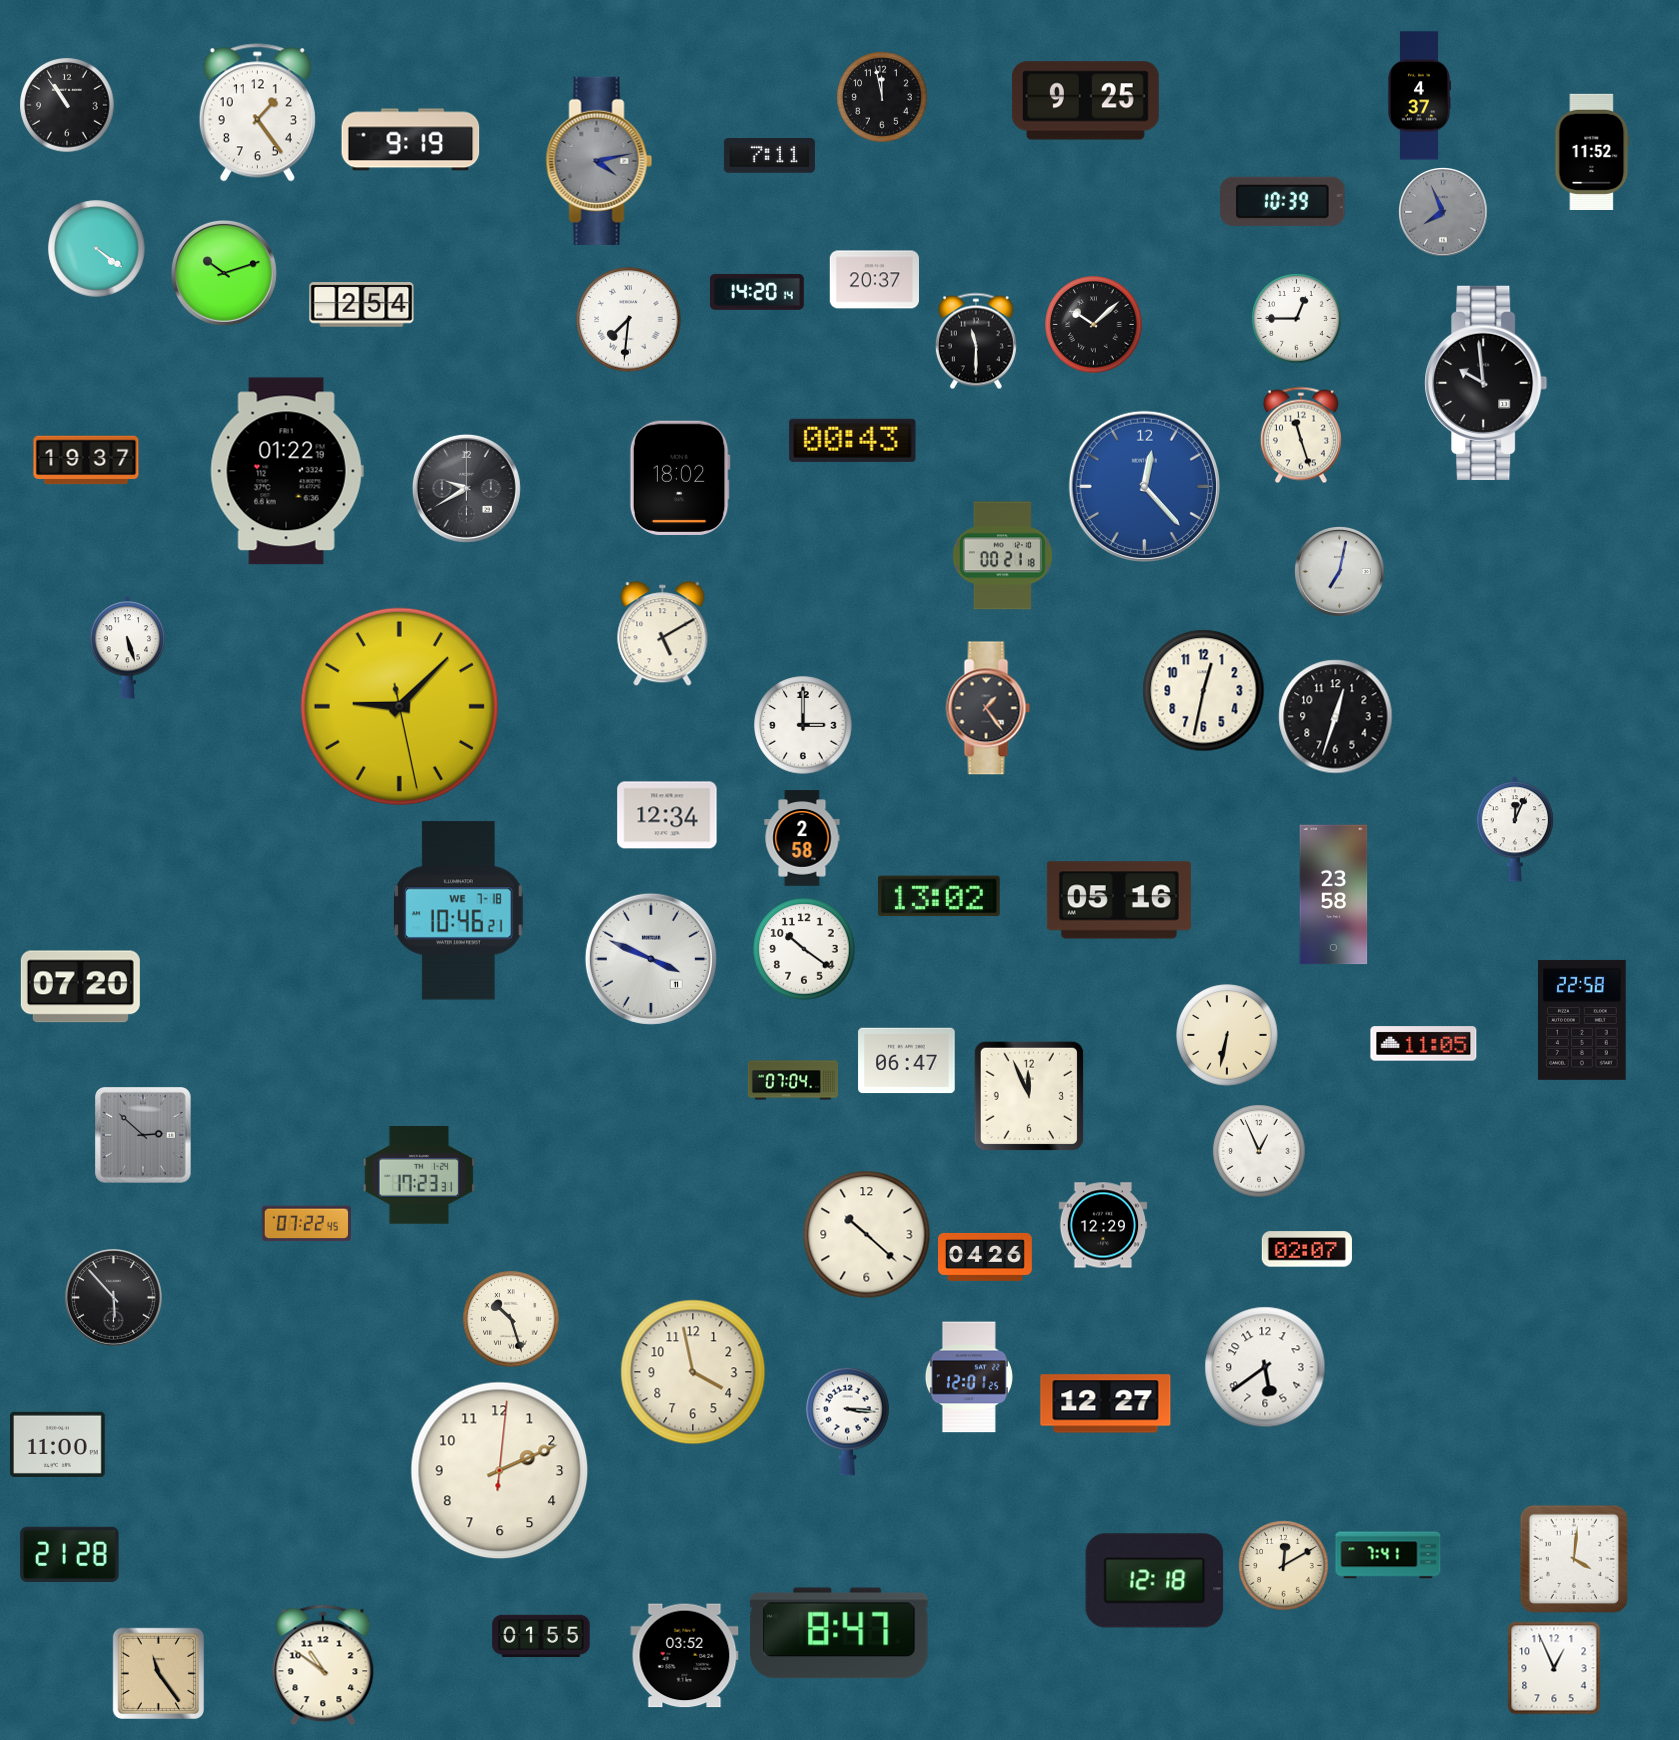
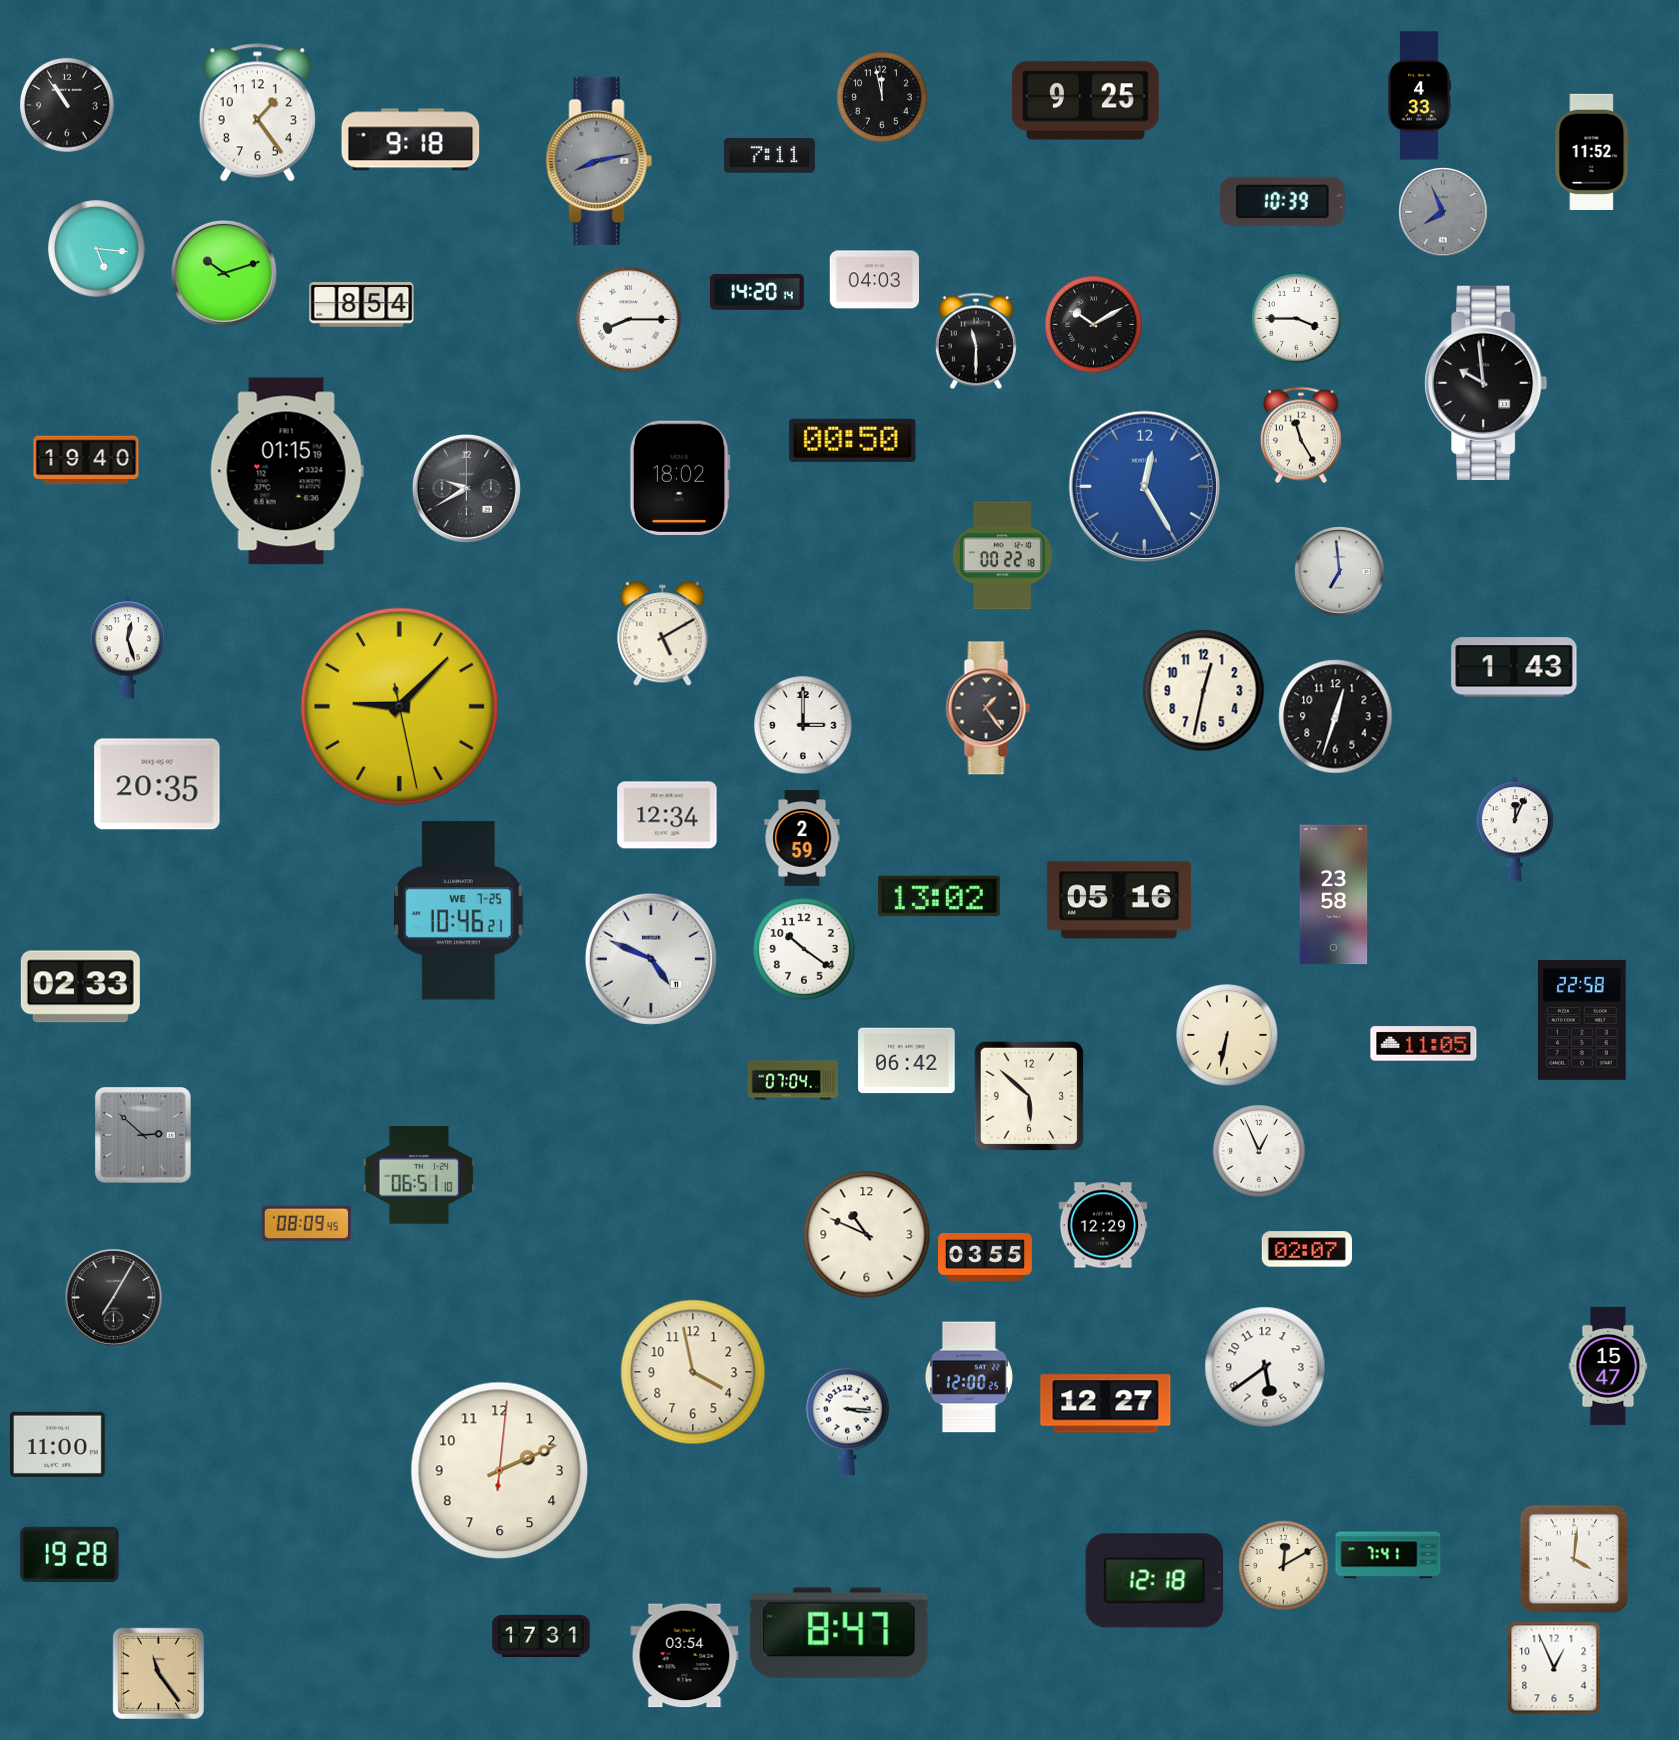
clock at (1419, 96): 4:37 -> 4:33
clock at (411, 140): 9:19 -> 9:18
clock at (599, 161): 4:13 -> 8:13
clock at (97, 249): 4:21 -> 5:16
clock at (874, 280): 20:37 -> 04:03
clock at (362, 305): 2:54 -> 8:54
clock at (1297, 319): 12:45 -> 3:45
clock at (629, 320): 7:31 -> 8:15
clock at (1094, 325): 10:08 -> 10:10
clock at (1301, 435): 11:27 -> 11:25
clock at (853, 440): 00:43 -> 00:50
clock at (86, 460): 19:37 -> 19:40
clock at (287, 471): 01:22 -> 01:15
clock at (1144, 486): 12:23 -> 12:25
clock at (1002, 556): 00:21 -> 00:22
clock at (1340, 572): 7:02 -> 6:59
clock at (128, 648): 5:27 -> 12:27
clock at (1514, 667): none -> 1:43
clock at (157, 784): none -> 20:35
clock at (802, 838): 2:58 -> 2:59
clock at (458, 911) date: WE 7-18 -> WE 7-25
clock at (651, 959): 3:49 -> 4:49
clock at (80, 987): 07:20 -> 02:33
clock at (907, 1061): 06:47 -> 06:42
clock at (1029, 1096): 11:56 -> 5:52
clock at (419, 1176): 17:23 -> 06:51
clock at (306, 1224): 07:22 -> 08:09
clock at (867, 1235): 10:22 -> 10:49
clock at (986, 1257): 04:26 -> 03:55
clock at (113, 1297): 5:53 -> 7:05
clock at (511, 1319): 10:27 -> none
clock at (1608, 1366): none -> 15:47
clock at (969, 1377): 12:01 -> 12:00
clock at (70, 1554): 21:28 -> 19:28
clock at (541, 1636): 01:55 -> 17:31
clock at (685, 1656): 03:52 -> 03:54
clock at (323, 1665): 10:51 -> none
